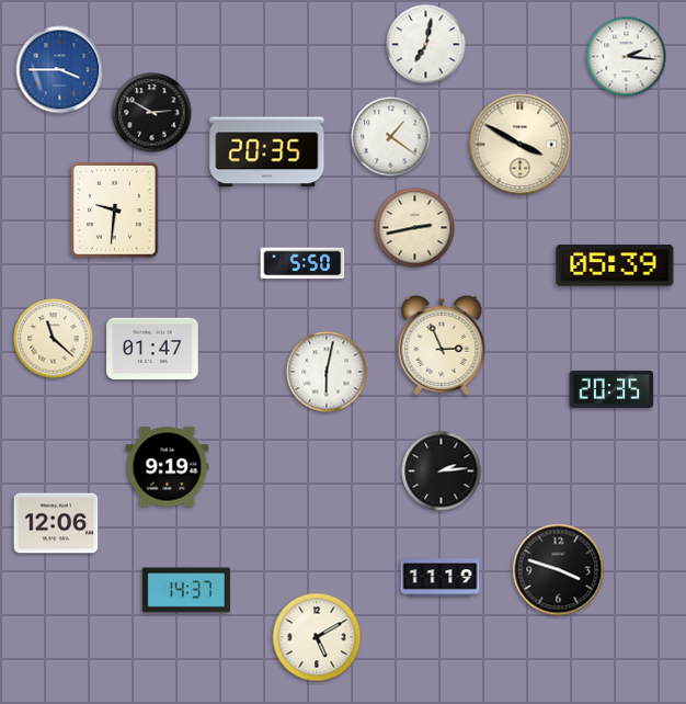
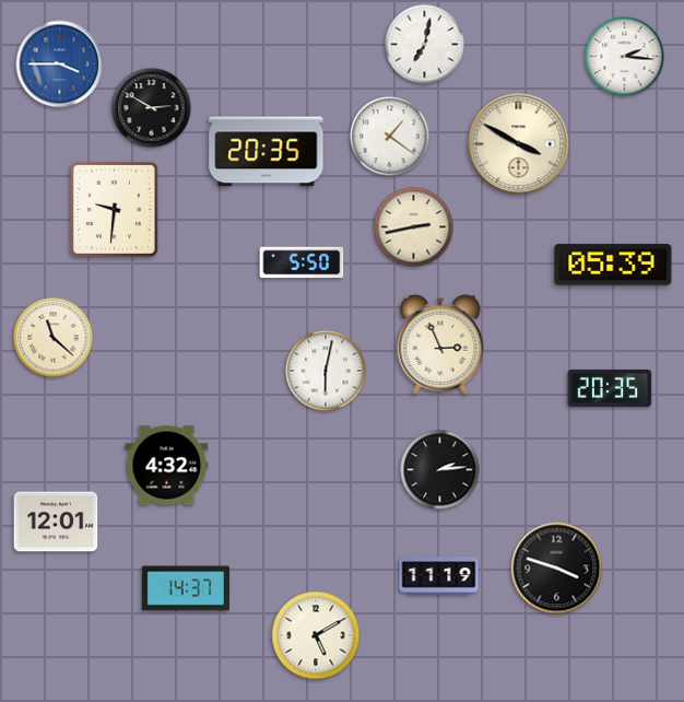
clock at (60, 70) position: (60, 70) -> (60, 65)
clock at (152, 113) position: (152, 113) -> (152, 108)
clock at (152, 349): 01:47 -> none
clock at (168, 467): 9:19 -> 4:32
clock at (56, 523): 12:06 -> 12:01
